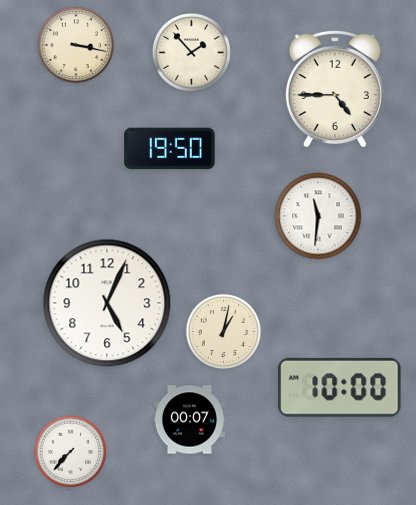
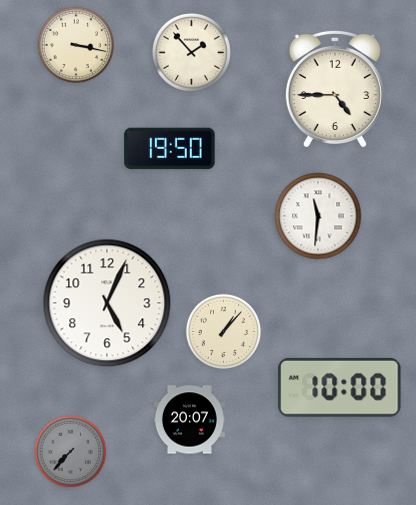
clock at (224, 332): 1:02 -> 1:07
clock at (189, 420): 00:07 -> 20:07
clock at (71, 452) dial: white -> grey
